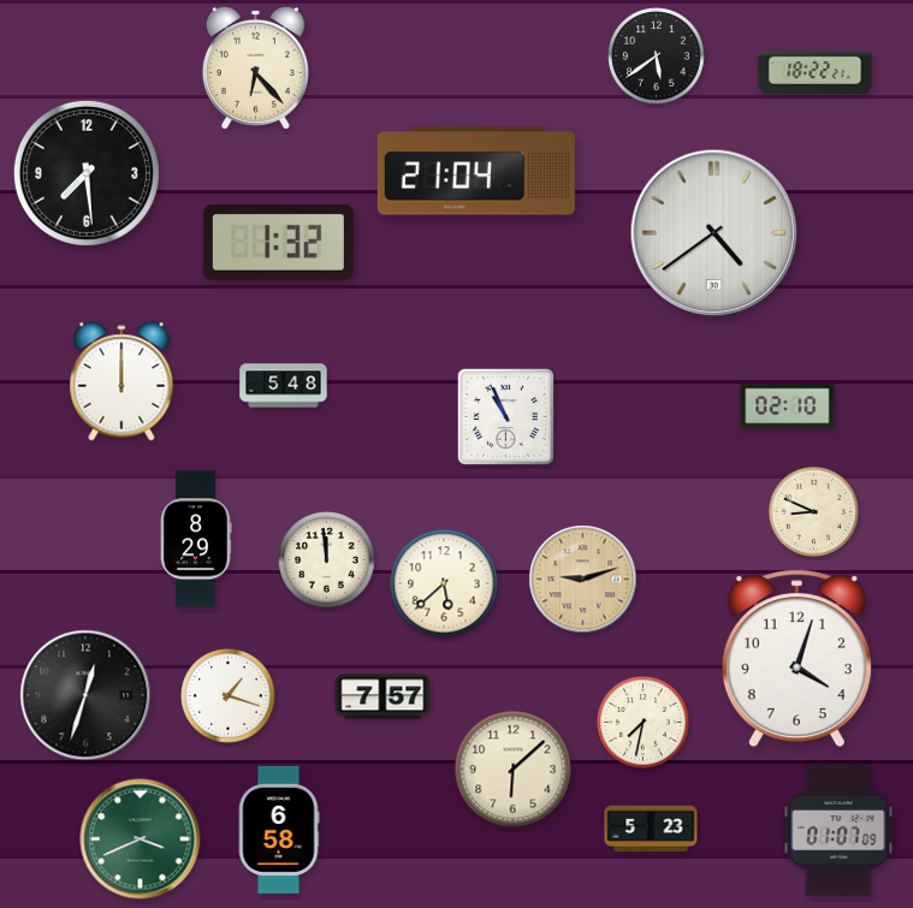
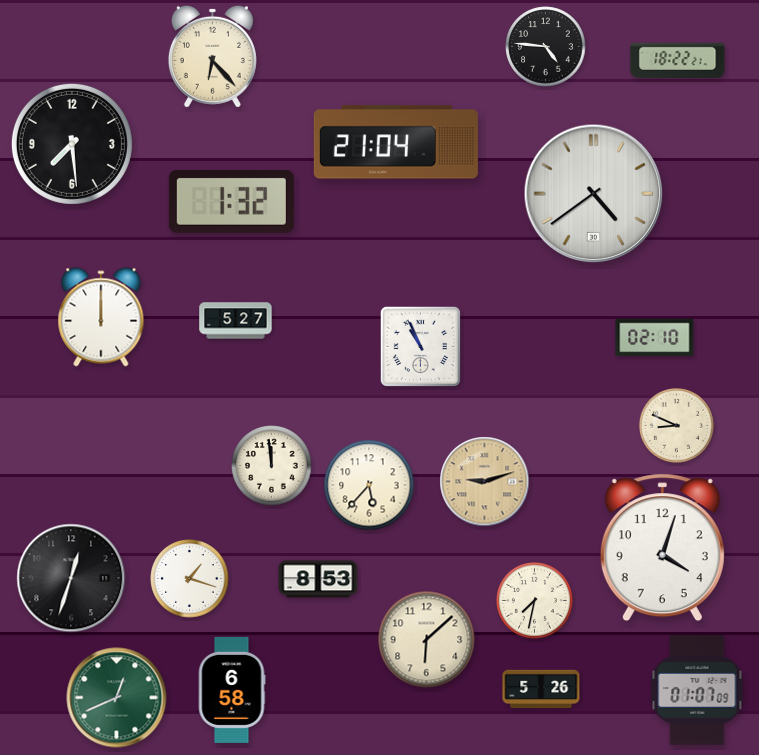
clock at (657, 57): 5:39 -> 4:46
clock at (284, 386): 5:48 -> 5:27
clock at (196, 539): 8:29 -> none
clock at (444, 583): 5:38 -> 5:37
clock at (383, 696): 7:57 -> 8:53
clock at (651, 829): 5:23 -> 5:26
clock at (141, 839): 3:41 -> 12:41
